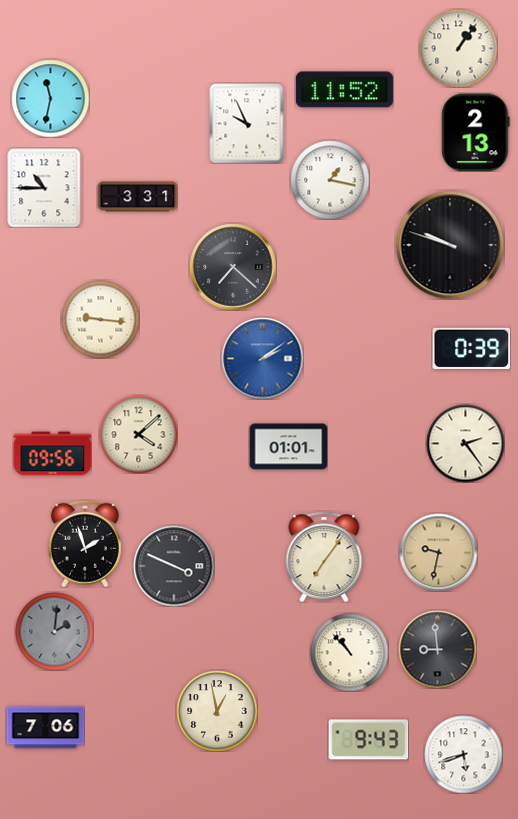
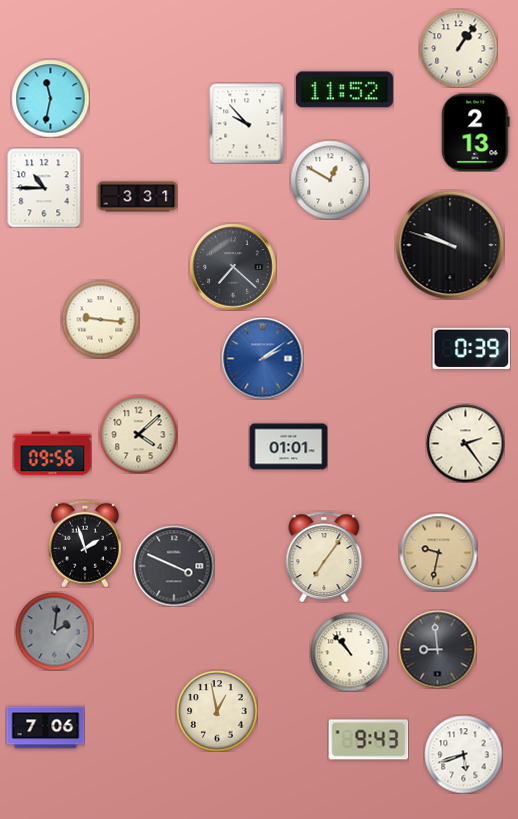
clock at (247, 123): 9:56 -> 9:53
clock at (330, 180): 1:17 -> 12:50
